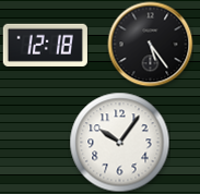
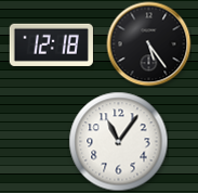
clock at (45, 45) position: (45, 45) -> (51, 44)
clock at (119, 142): 10:06 -> 11:06
